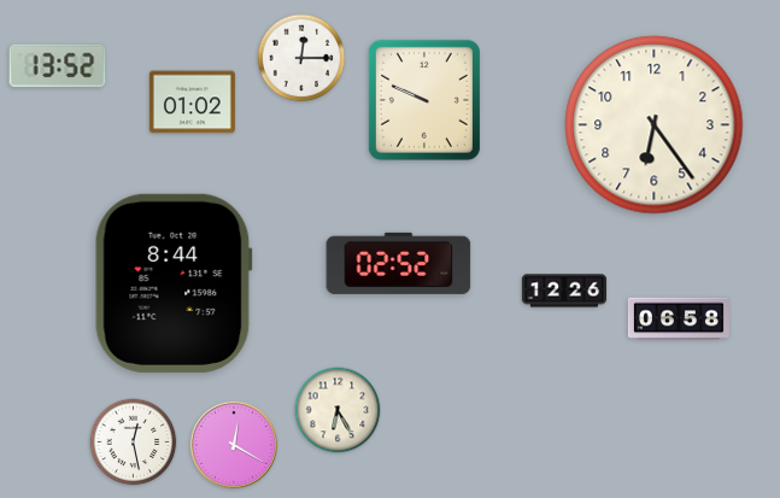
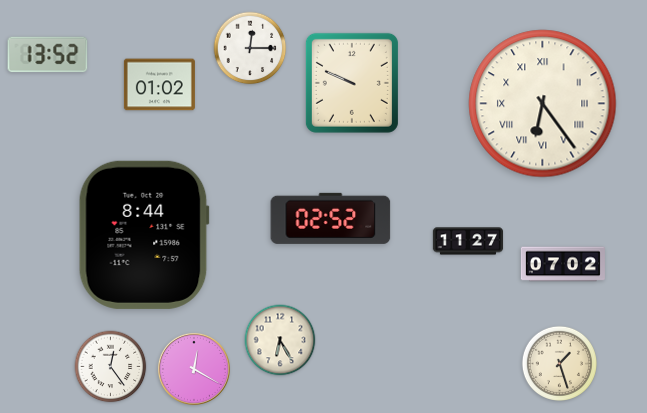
clock at (655, 125) numerals: Arabic -> Roman
clock at (564, 291): 12:26 -> 11:27
clock at (679, 318): 06:58 -> 07:02
clock at (559, 363): none -> 1:27
clock at (134, 443): 12:28 -> 12:24
